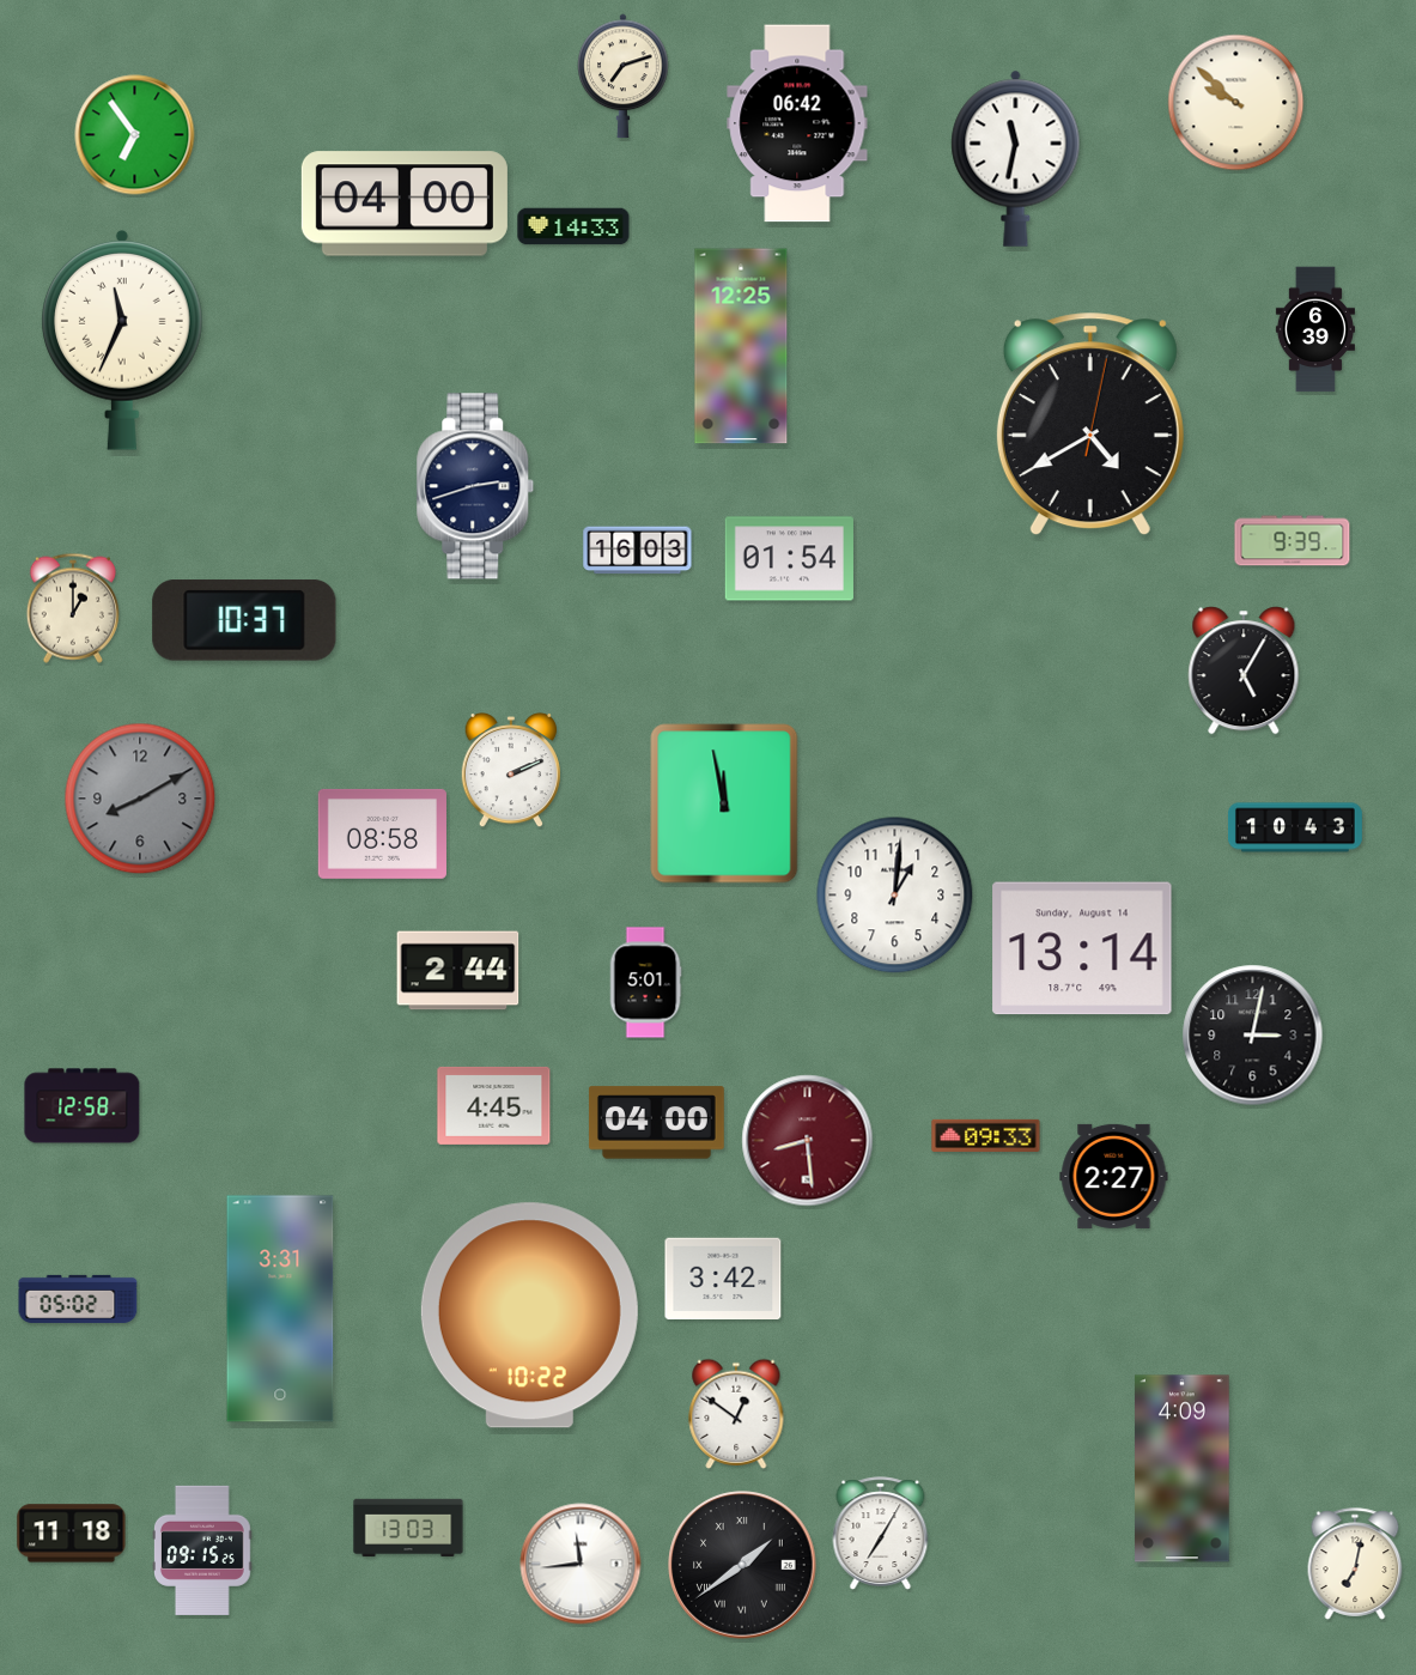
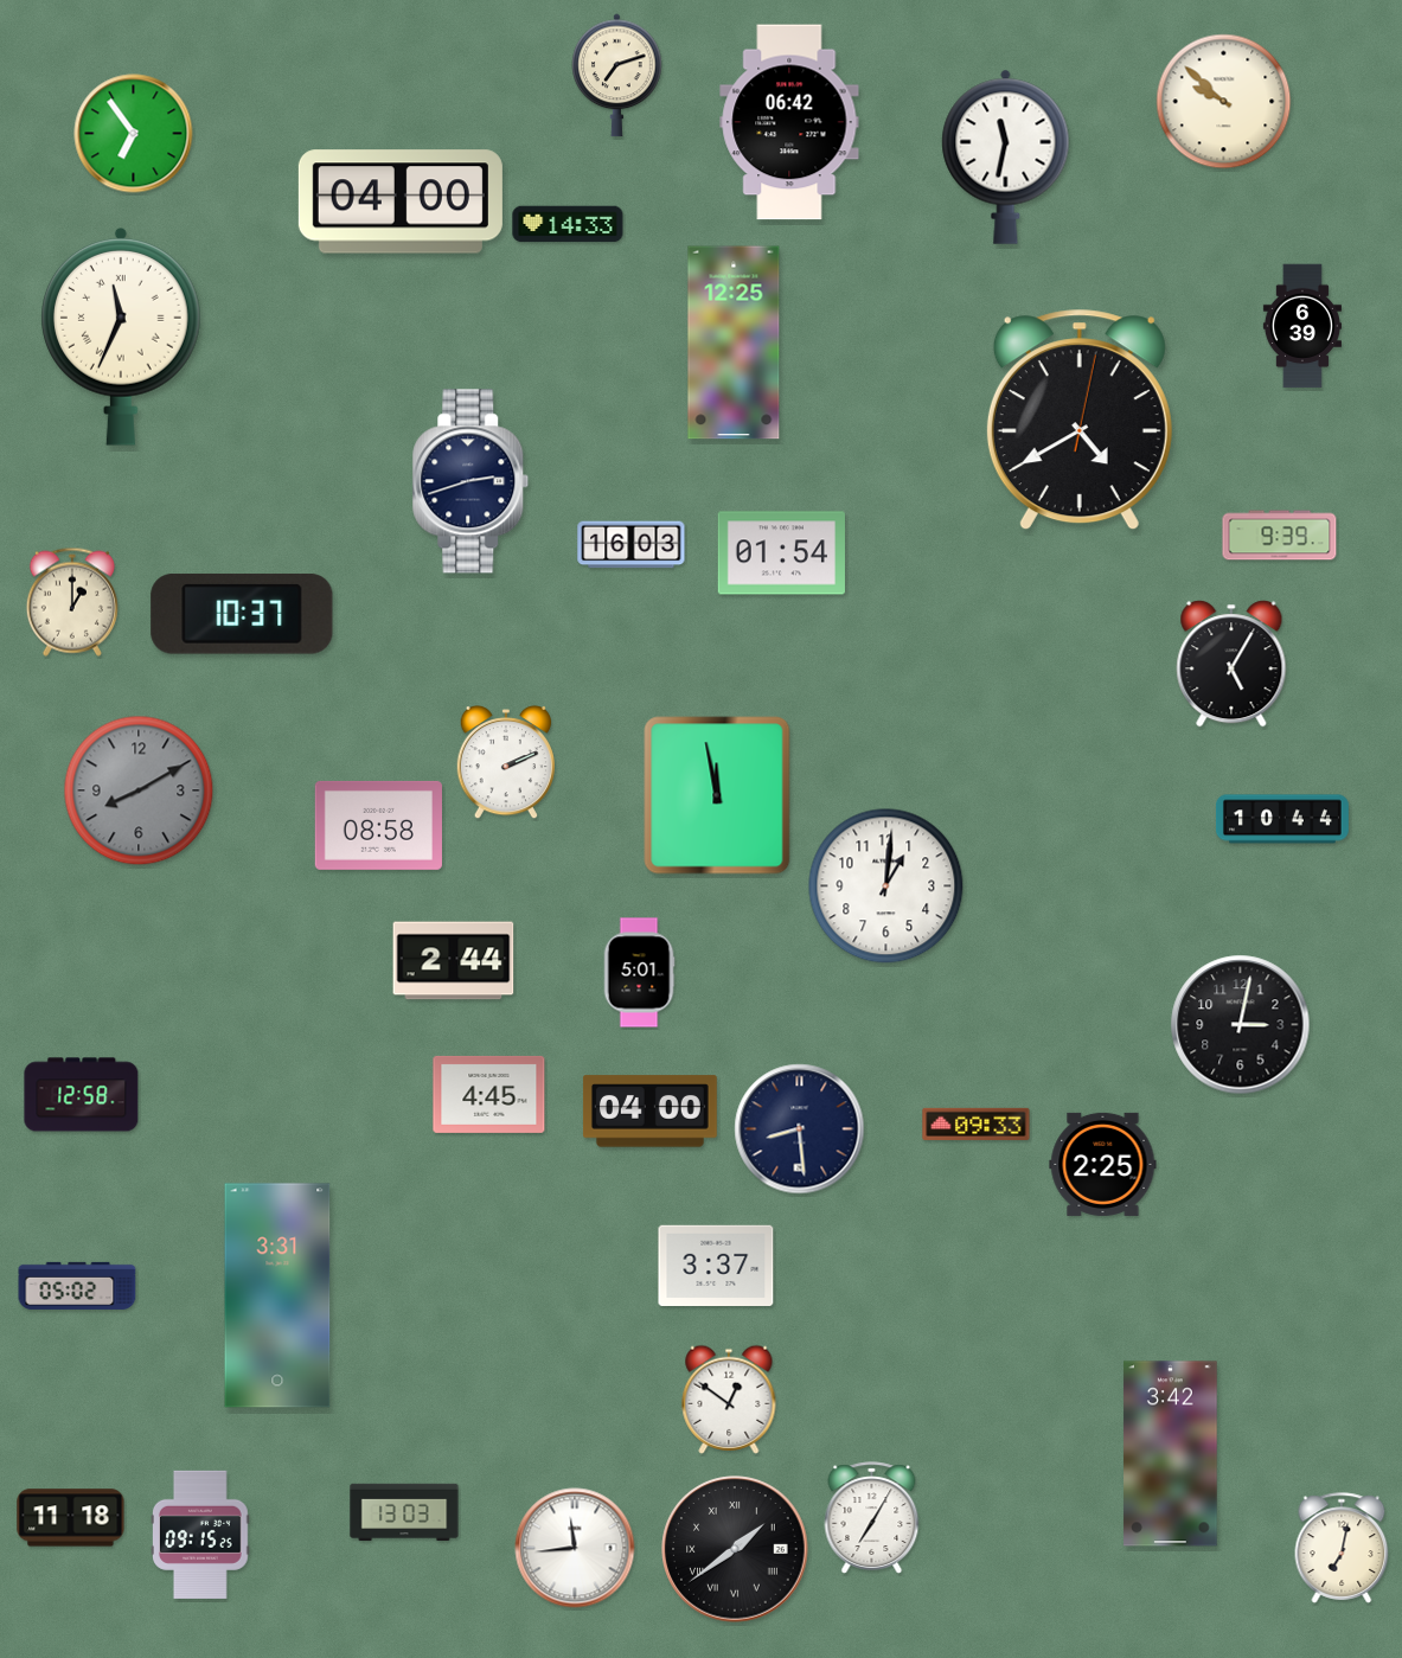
clock at (1295, 827): 10:43 -> 10:44
clock at (1082, 948): 13:14 -> none
clock at (808, 1141) dial: burgundy -> navy
clock at (1114, 1176): 2:27 -> 2:25
clock at (723, 1278): 3:42 -> 3:37
clock at (529, 1316): 10:22 -> none
clock at (1183, 1469): 4:09 -> 3:42
